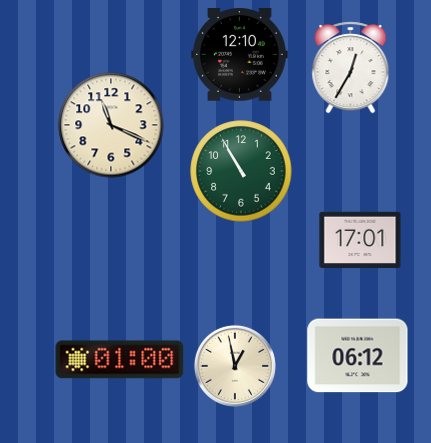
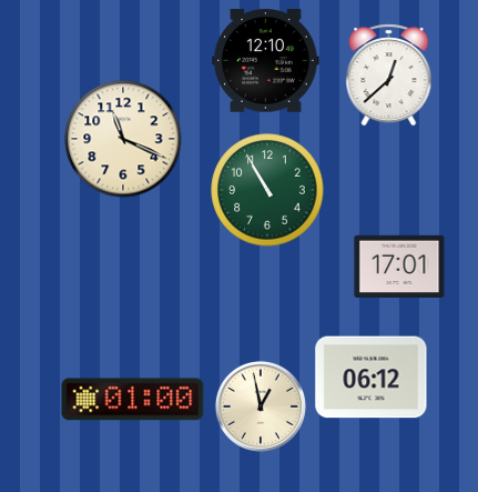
clock at (351, 68): 12:35 -> 12:38
clock at (358, 356) position: (358, 356) -> (372, 378)
